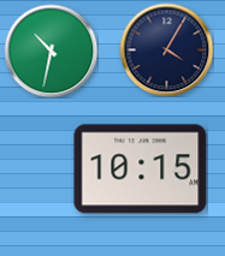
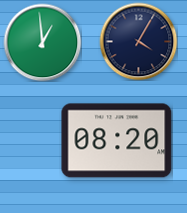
clock at (51, 50): 10:32 -> 12:59
clock at (141, 169): 10:15 -> 08:20
